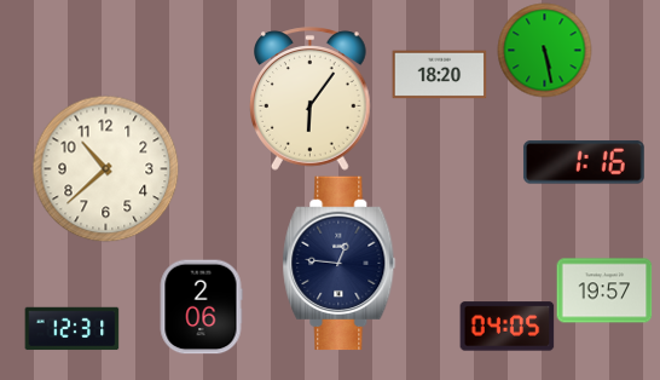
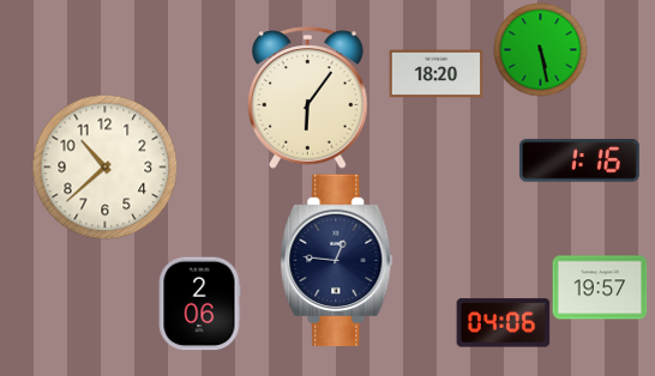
clock at (506, 327): 04:05 -> 04:06
clock at (71, 329): 12:31 -> none
